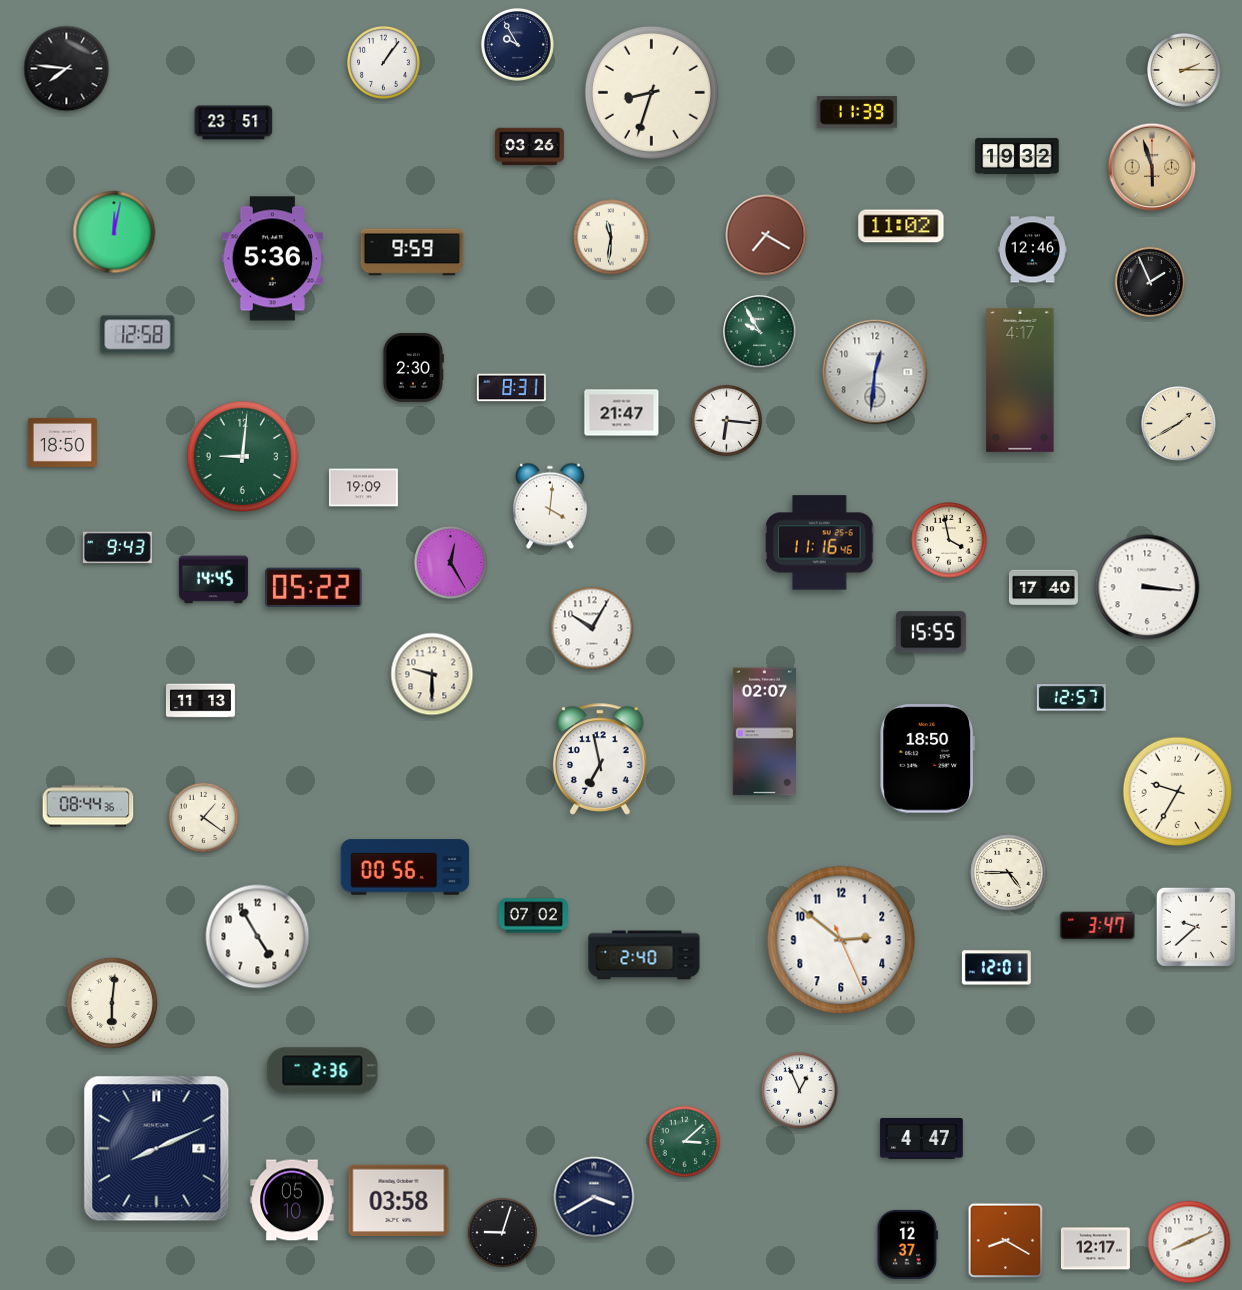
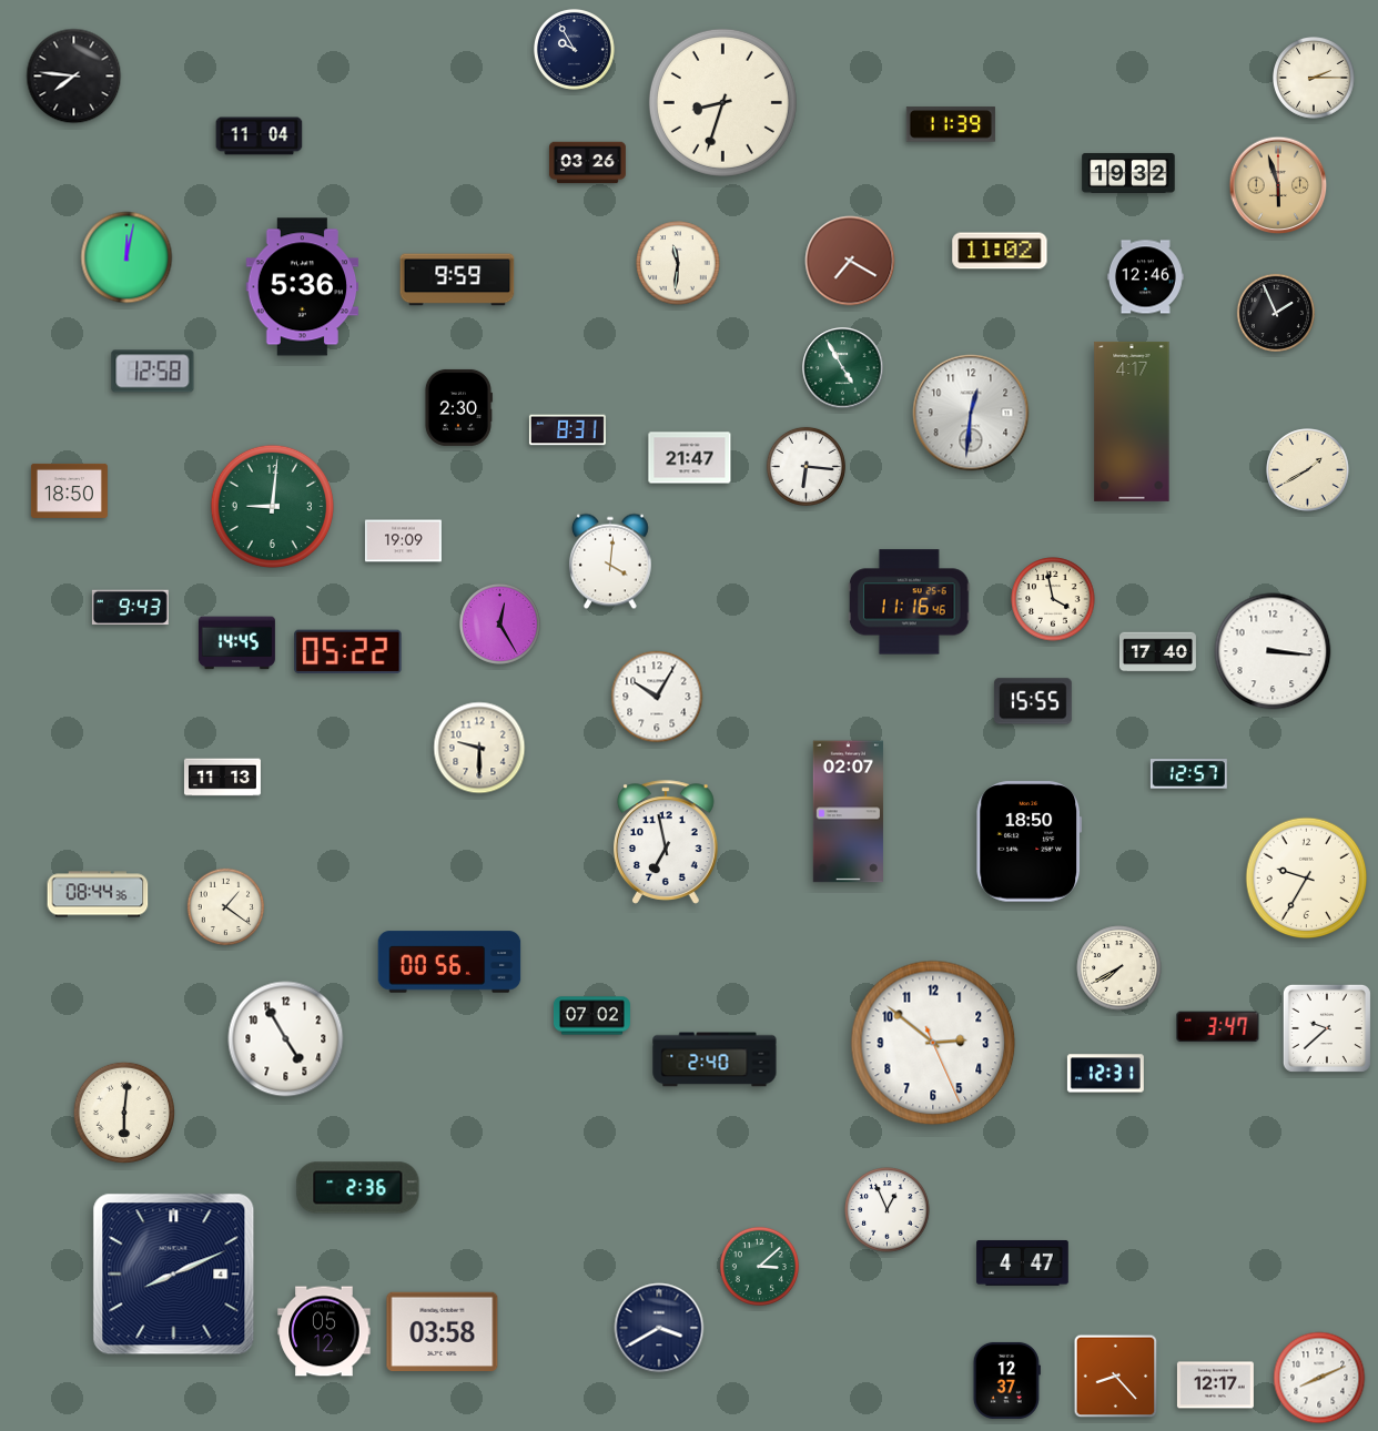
clock at (383, 62): 1:06 -> none
clock at (234, 123): 23:51 -> 11:04
clock at (760, 332): 9:55 -> 4:55
clock at (242, 456) position: (242, 456) -> (272, 506)
clock at (1009, 873): 4:45 -> 7:40
clock at (996, 968): 12:01 -> 12:31
clock at (292, 1200): 05:10 -> 05:12
clock at (503, 1233): 9:03 -> none
clock at (1006, 1241): 8:20 -> 8:23
